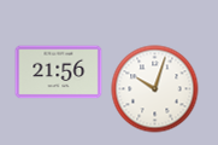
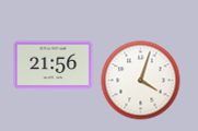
clock at (155, 89): 10:03 -> 4:03
